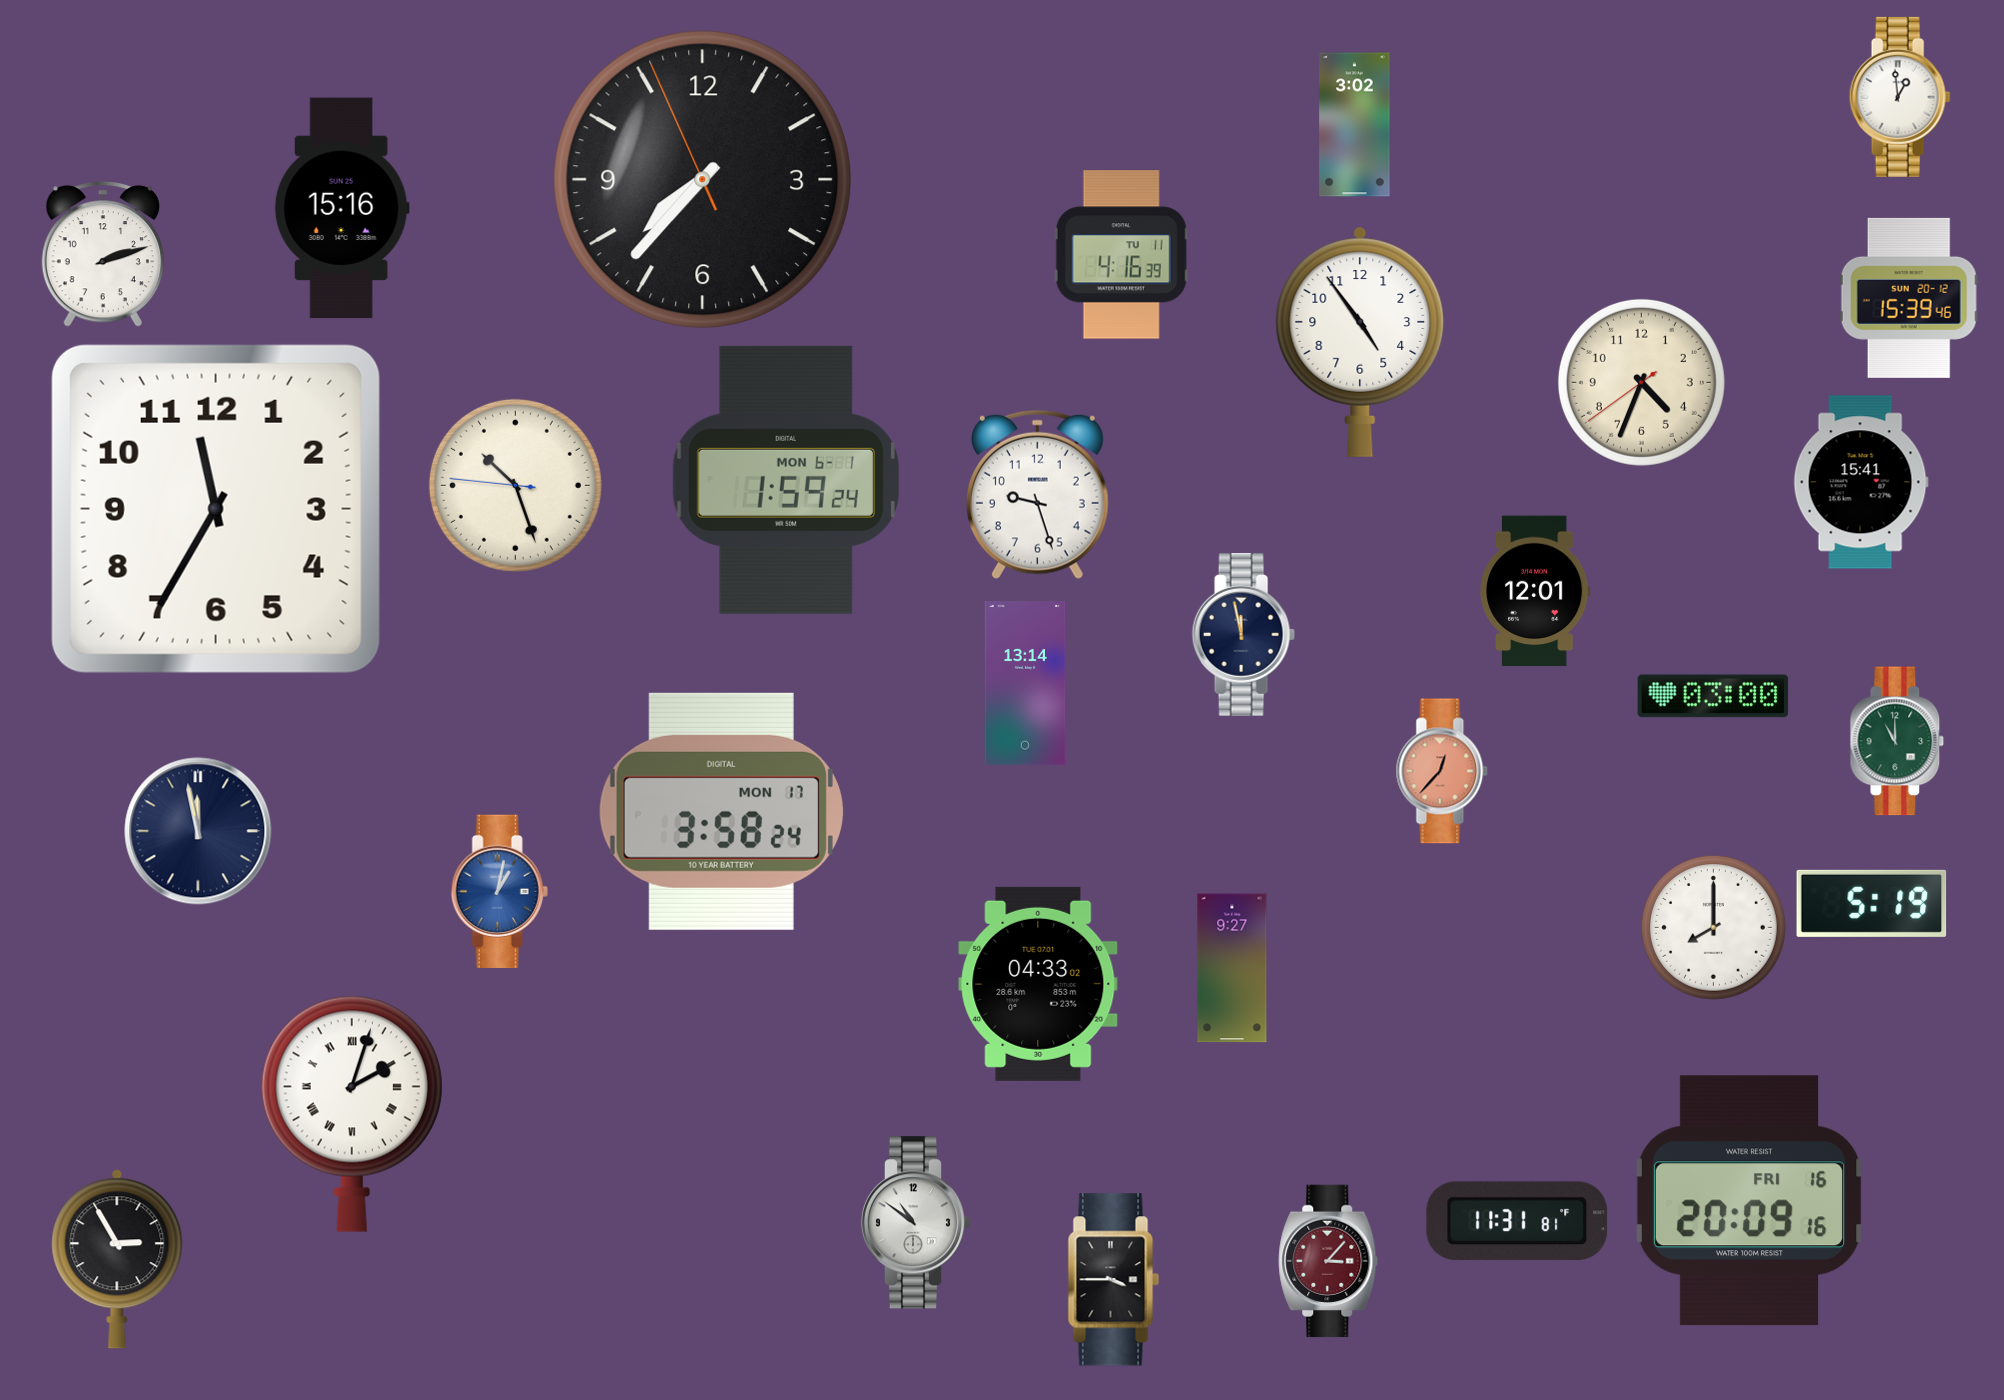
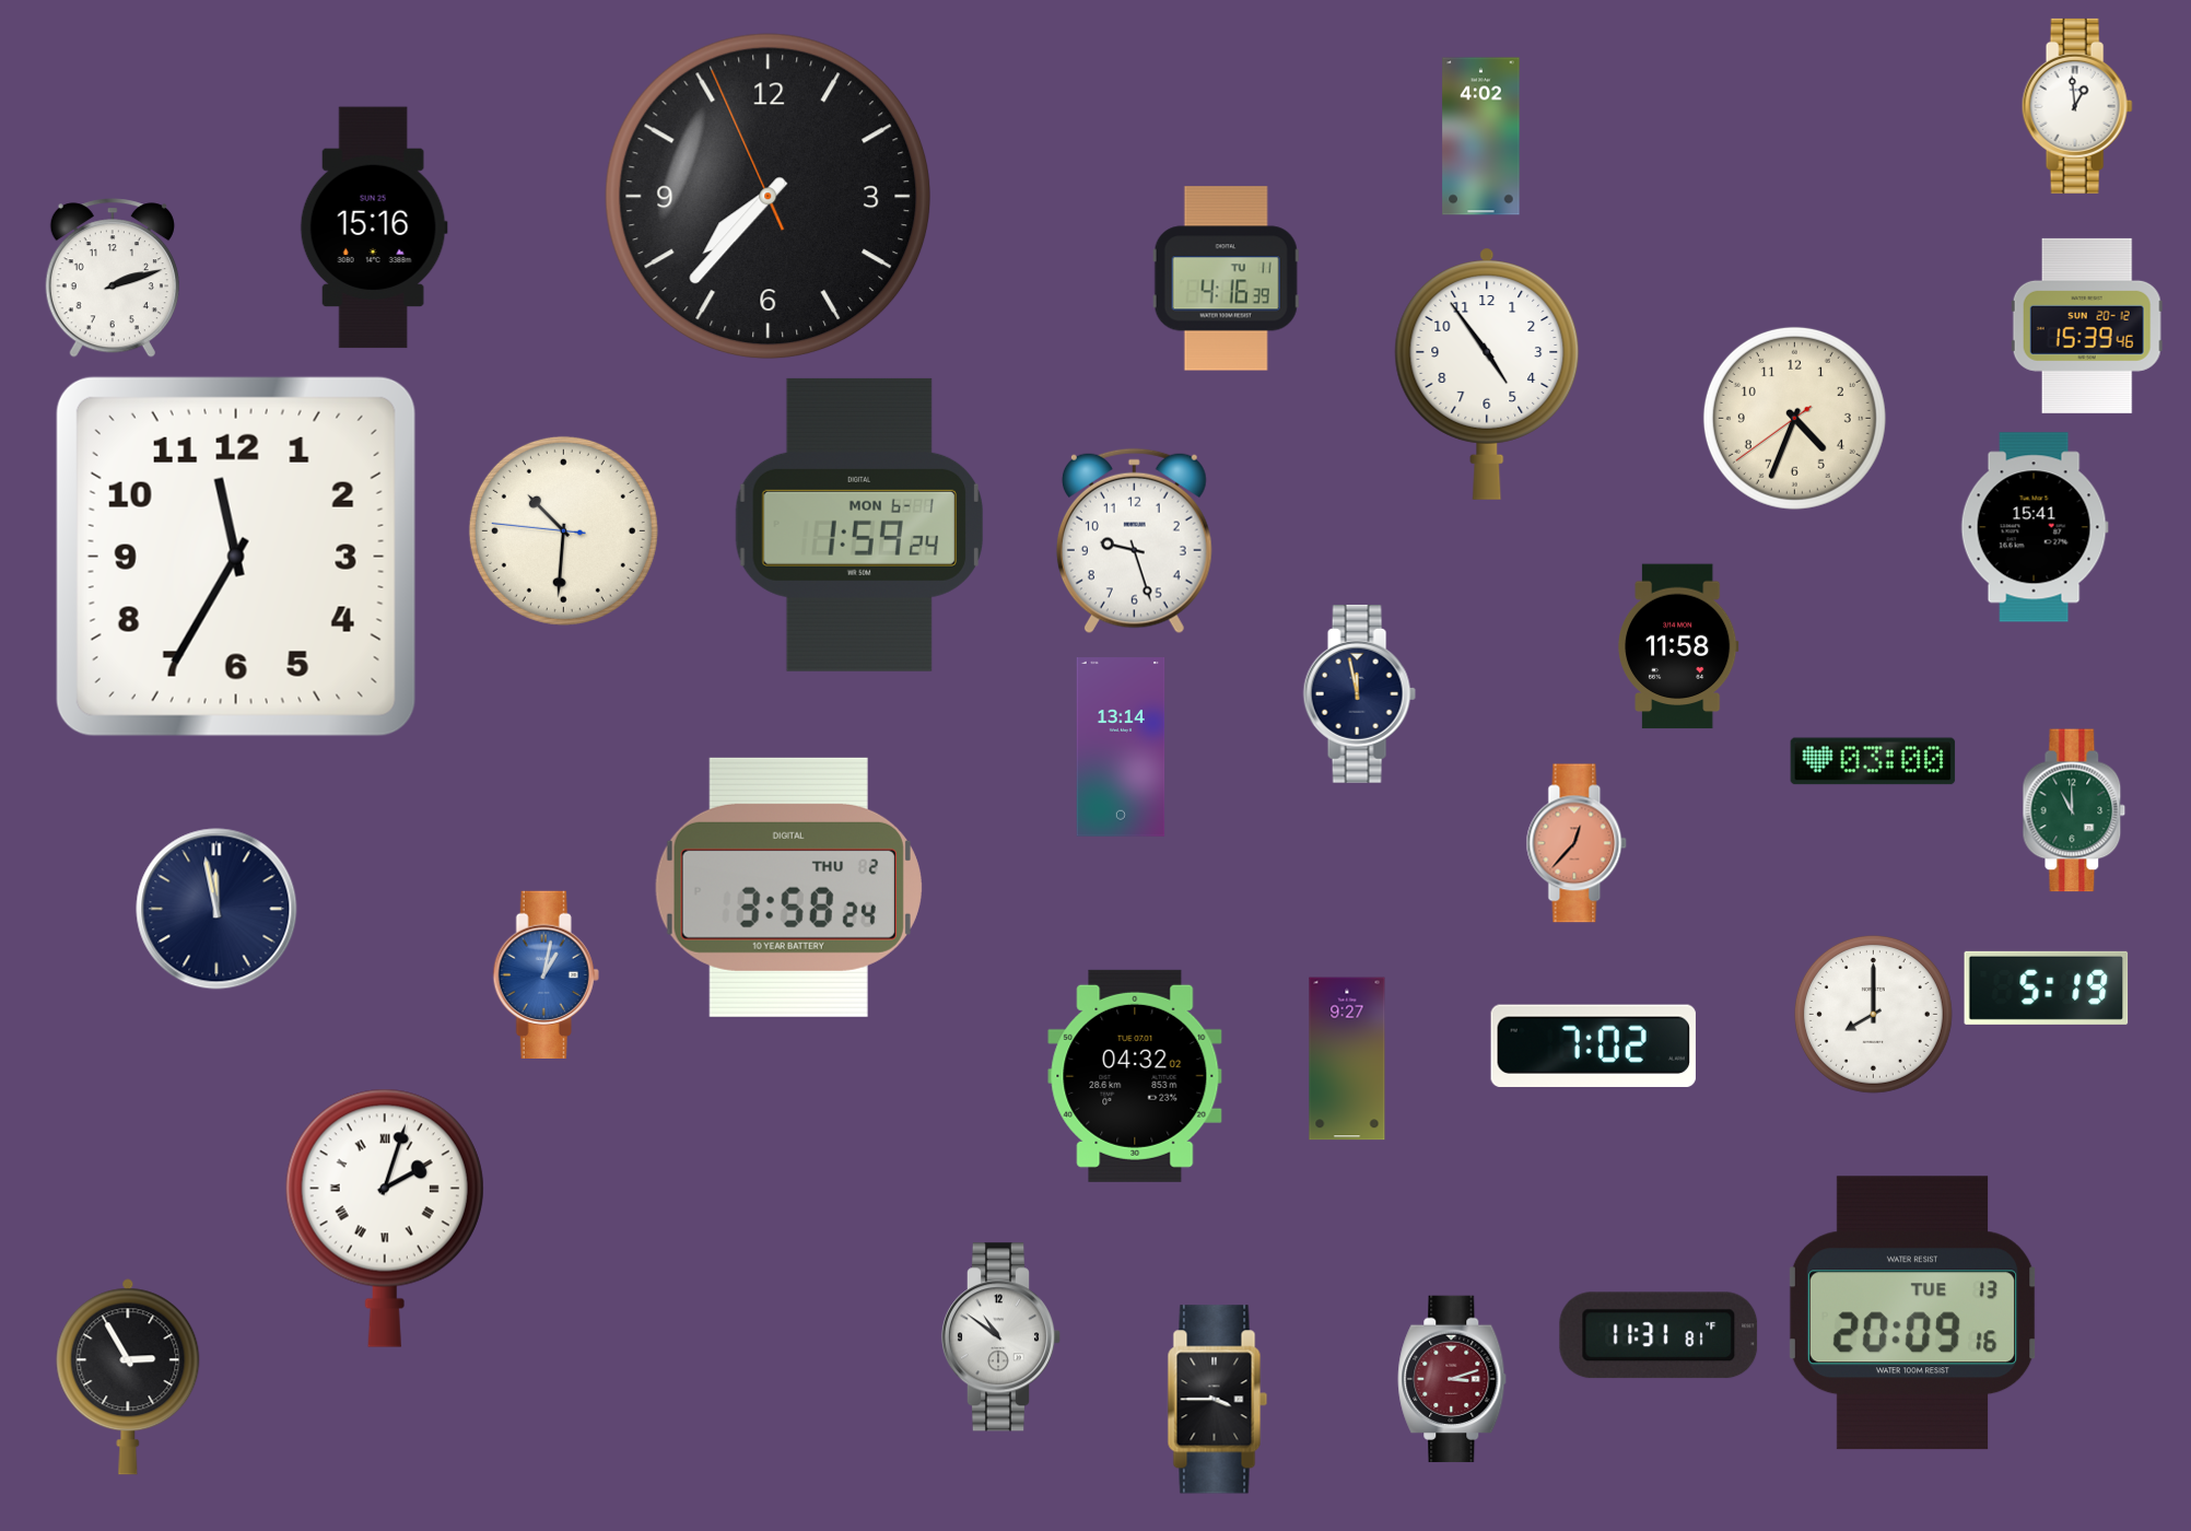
clock at (1355, 125): 3:02 -> 4:02
clock at (515, 485): 10:26 -> 10:30
clock at (1535, 591): 12:01 -> 11:58
clock at (721, 811) date: MON 17 -> THU 2
clock at (1593, 1045): none -> 7:02
clock at (1038, 984): 04:33 -> 04:32
clock at (1749, 1201) date: FRI 16 -> TUE 13
clock at (1328, 1261): 3:07 -> 3:12
